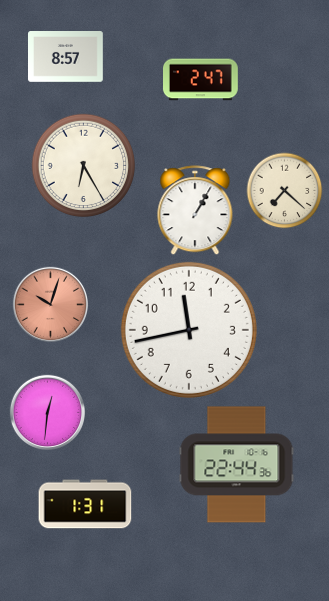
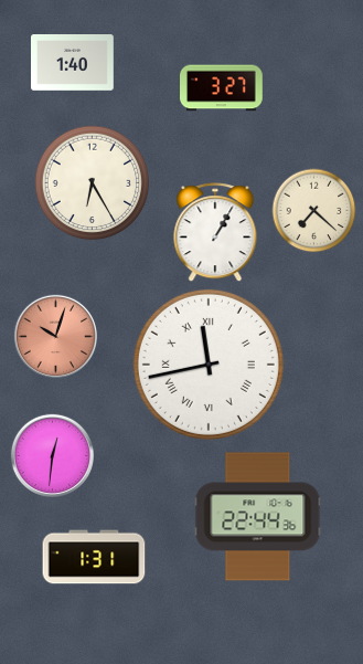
clock at (66, 57): 8:57 -> 1:40
clock at (201, 80): 2:47 -> 3:27
clock at (189, 330) numerals: Arabic -> Roman
clock at (237, 465) position: (237, 465) -> (258, 517)
